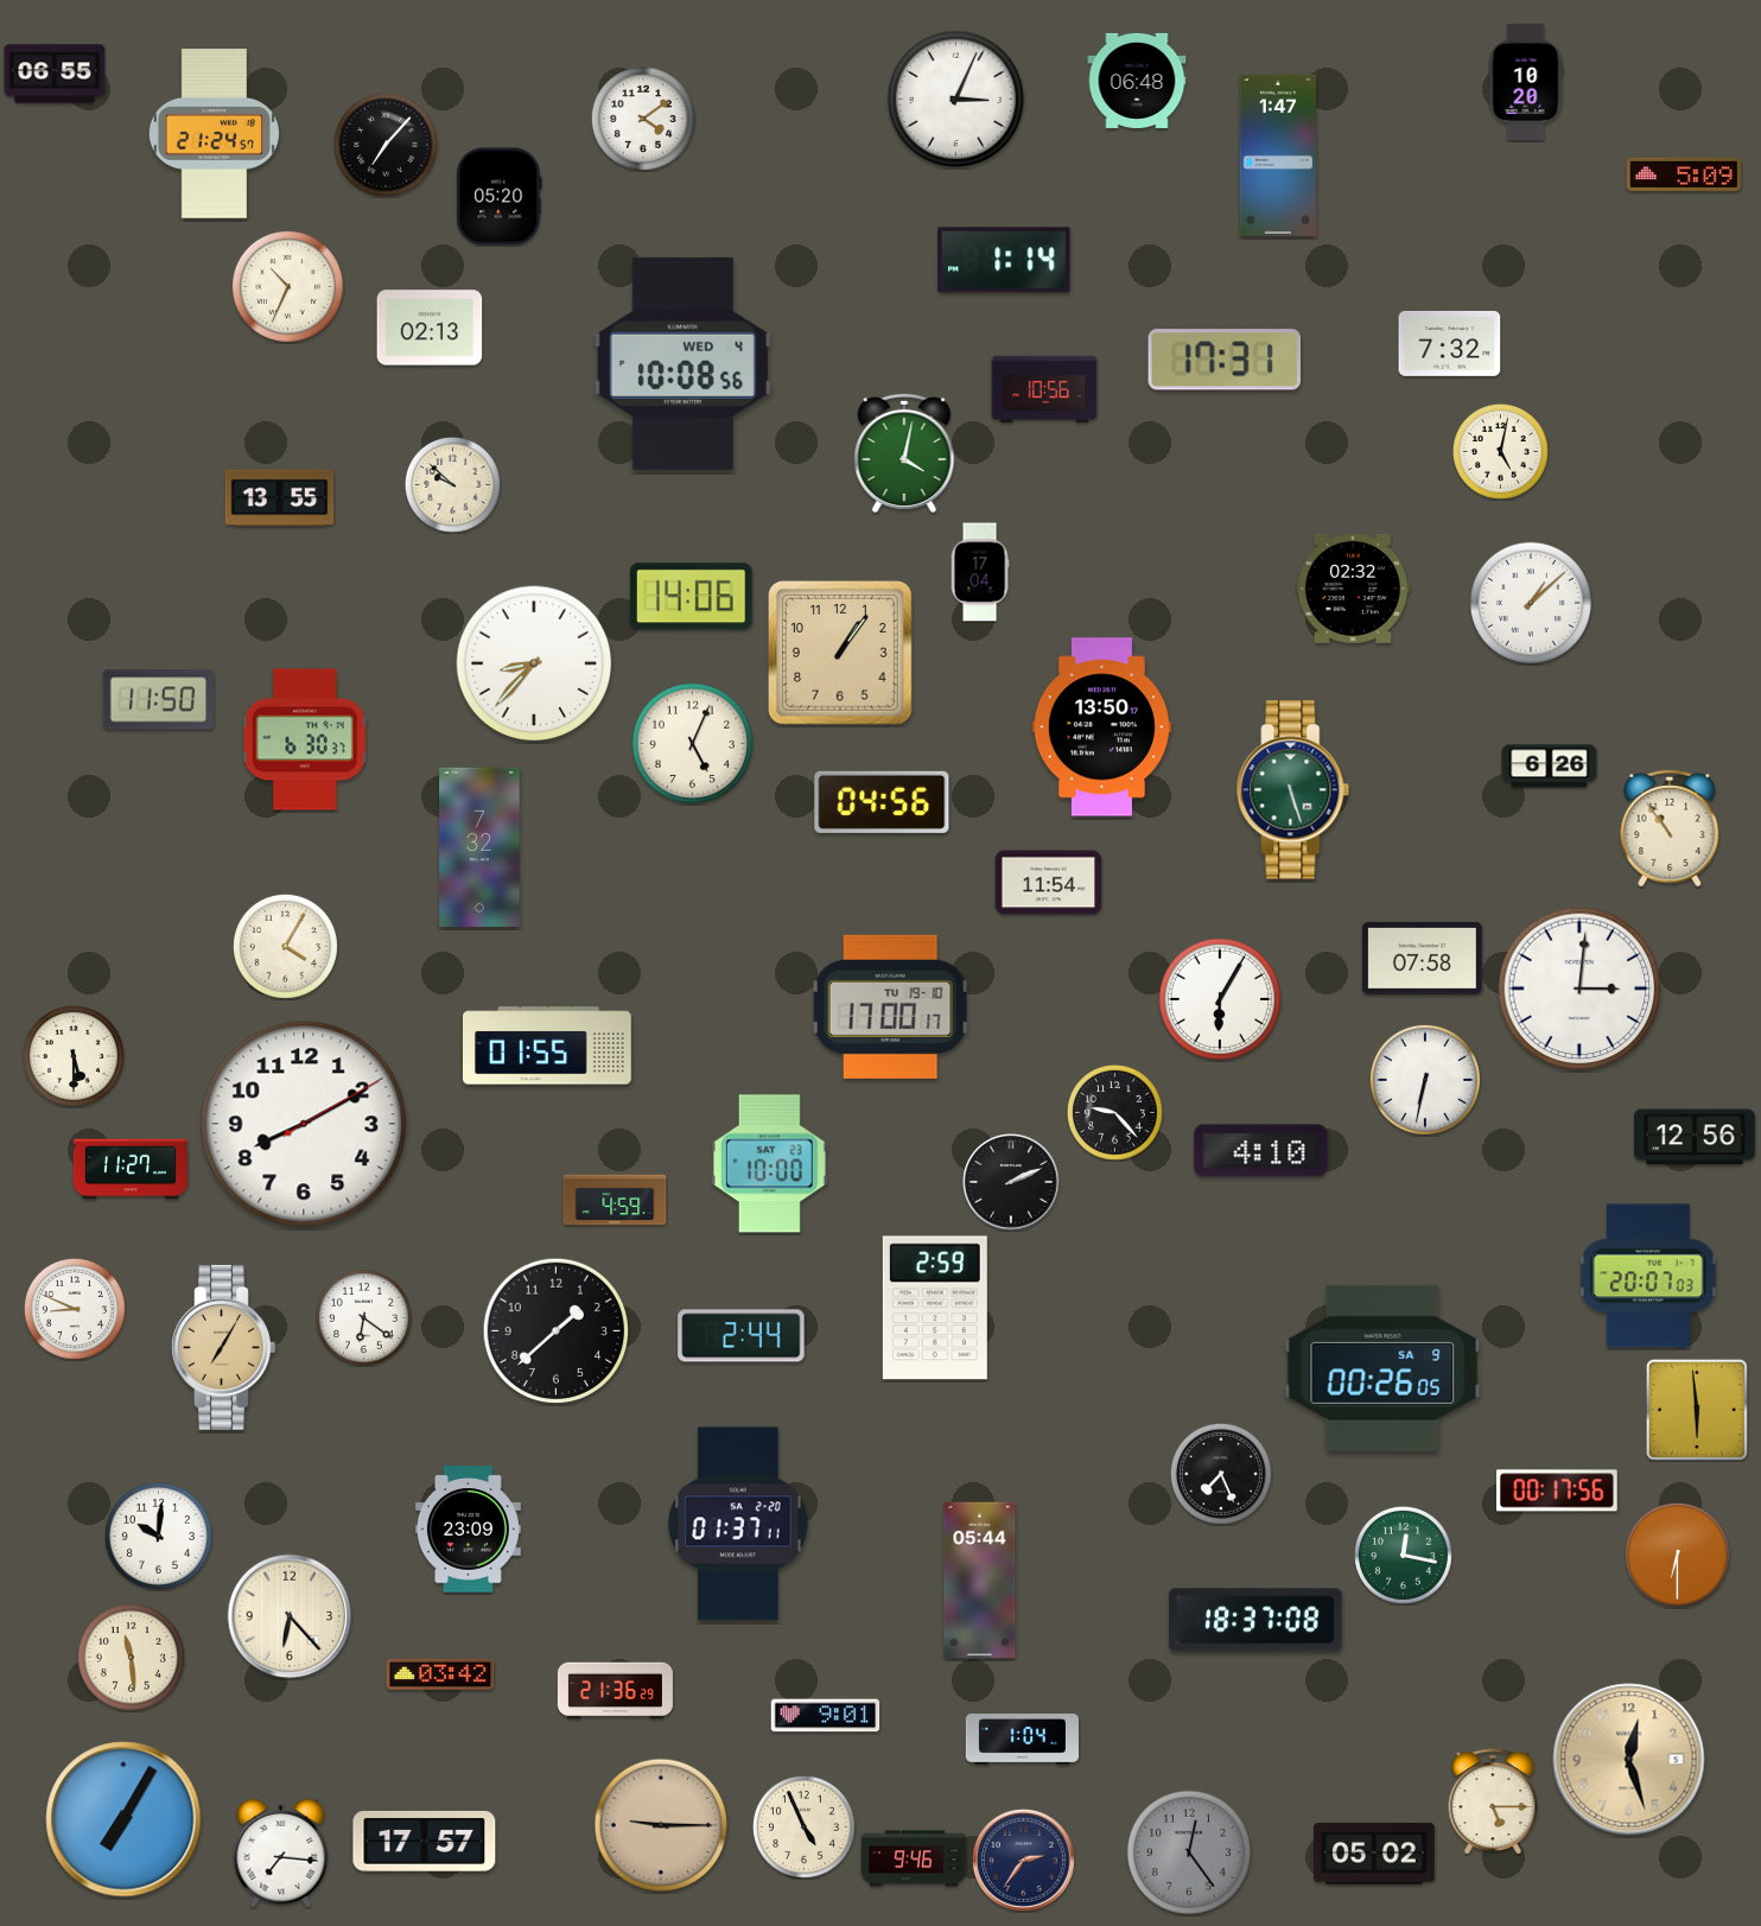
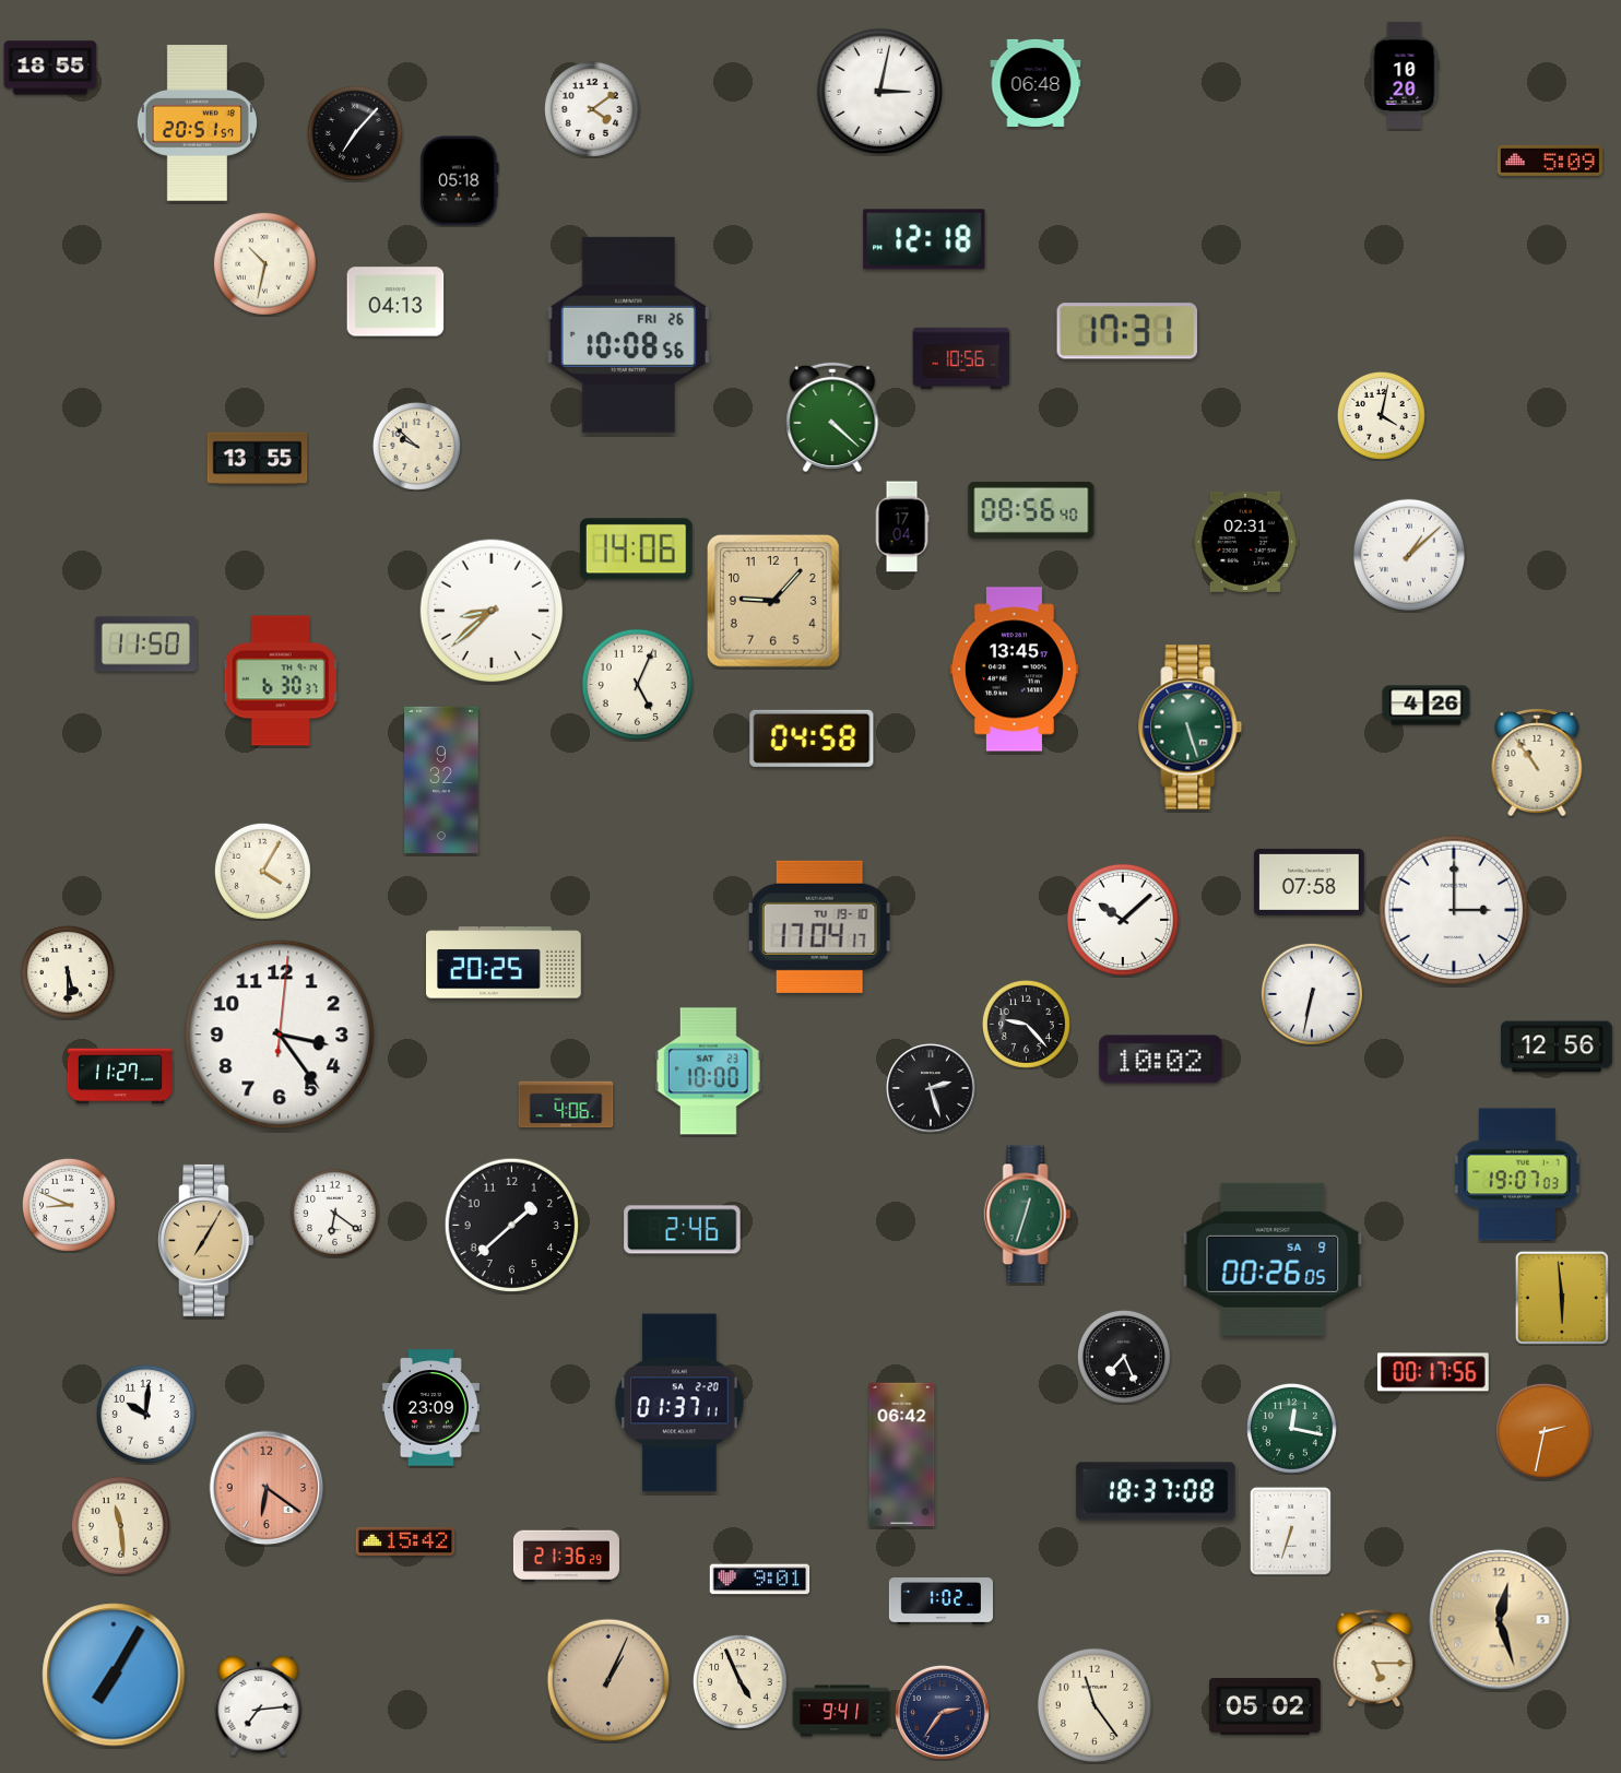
clock at (55, 74): 06:55 -> 18:55
clock at (1137, 81) position: (1137, 81) -> (1036, 83)
clock at (955, 98): 3:04 -> 3:02
clock at (214, 134): 21:24 -> 20:51
clock at (1278, 155): 1:47 -> none
clock at (500, 197): 05:20 -> 05:18
clock at (1004, 260): 1:14 -> 12:18
clock at (287, 286): 10:34 -> 10:32
clock at (430, 328): 02:13 -> 04:13
clock at (1450, 343): 7:32 -> none
clock at (682, 363) date: WED 4 -> FRI 26
clock at (1500, 451): 5:02 -> 4:02
clock at (904, 453): 4:02 -> 4:22
clock at (1031, 510): none -> 08:56
clock at (1353, 589): 02:32 -> 02:31
clock at (840, 653): 1:06 -> 9:07
clock at (534, 663): 8:37 -> 8:38
clock at (1101, 727): 13:50 -> 13:45
clock at (1550, 767): 6:26 -> 4:26
clock at (882, 802): 04:56 -> 04:58
clock at (479, 847): 7:32 -> 9:32
clock at (1049, 883): 11:54 -> none
clock at (1579, 989): 3:01 -> 3:00
clock at (1220, 999): 6:05 -> 10:08
clock at (890, 1006): 17:00 -> 17:04
clock at (548, 1045): 01:55 -> 20:25
clock at (304, 1124): 8:10 -> 3:24
clock at (1696, 1137) position: (1696, 1137) -> (1558, 1047)
clock at (1261, 1151): 4:10 -> 10:02
clock at (1011, 1182): 2:11 -> 2:27
clock at (615, 1200): 4:59 -> 4:06
clock at (1648, 1276): 20:07 -> 19:07
clock at (935, 1308): 2:59 -> none
clock at (1028, 1215): none -> 12:33
clock at (742, 1336): 2:44 -> 2:46
clock at (1403, 1555) position: (1403, 1555) -> (1291, 1428)
clock at (1677, 1555): 6:30 -> 2:32
clock at (980, 1581): 05:44 -> 06:42
clock at (290, 1616): 6:23 -> 6:21
clock at (290, 1616) dial: cream -> salmon
clock at (1290, 1530): none -> 6:33
clock at (440, 1674): 03:42 -> 15:42
clock at (1022, 1740): 1:04 -> 1:02
clock at (660, 1824): 9:15 -> 1:04
clock at (425, 1842): 17:57 -> none
clock at (281, 1852): 7:16 -> 7:14
clock at (1189, 1852): 12:24 -> 11:24
clock at (1189, 1852) dial: grey -> cream
clock at (914, 1858): 9:46 -> 9:41
